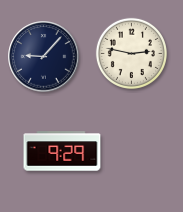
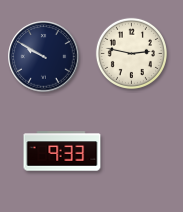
clock at (44, 57): 9:07 -> 9:50
clock at (62, 151): 9:29 -> 9:33
